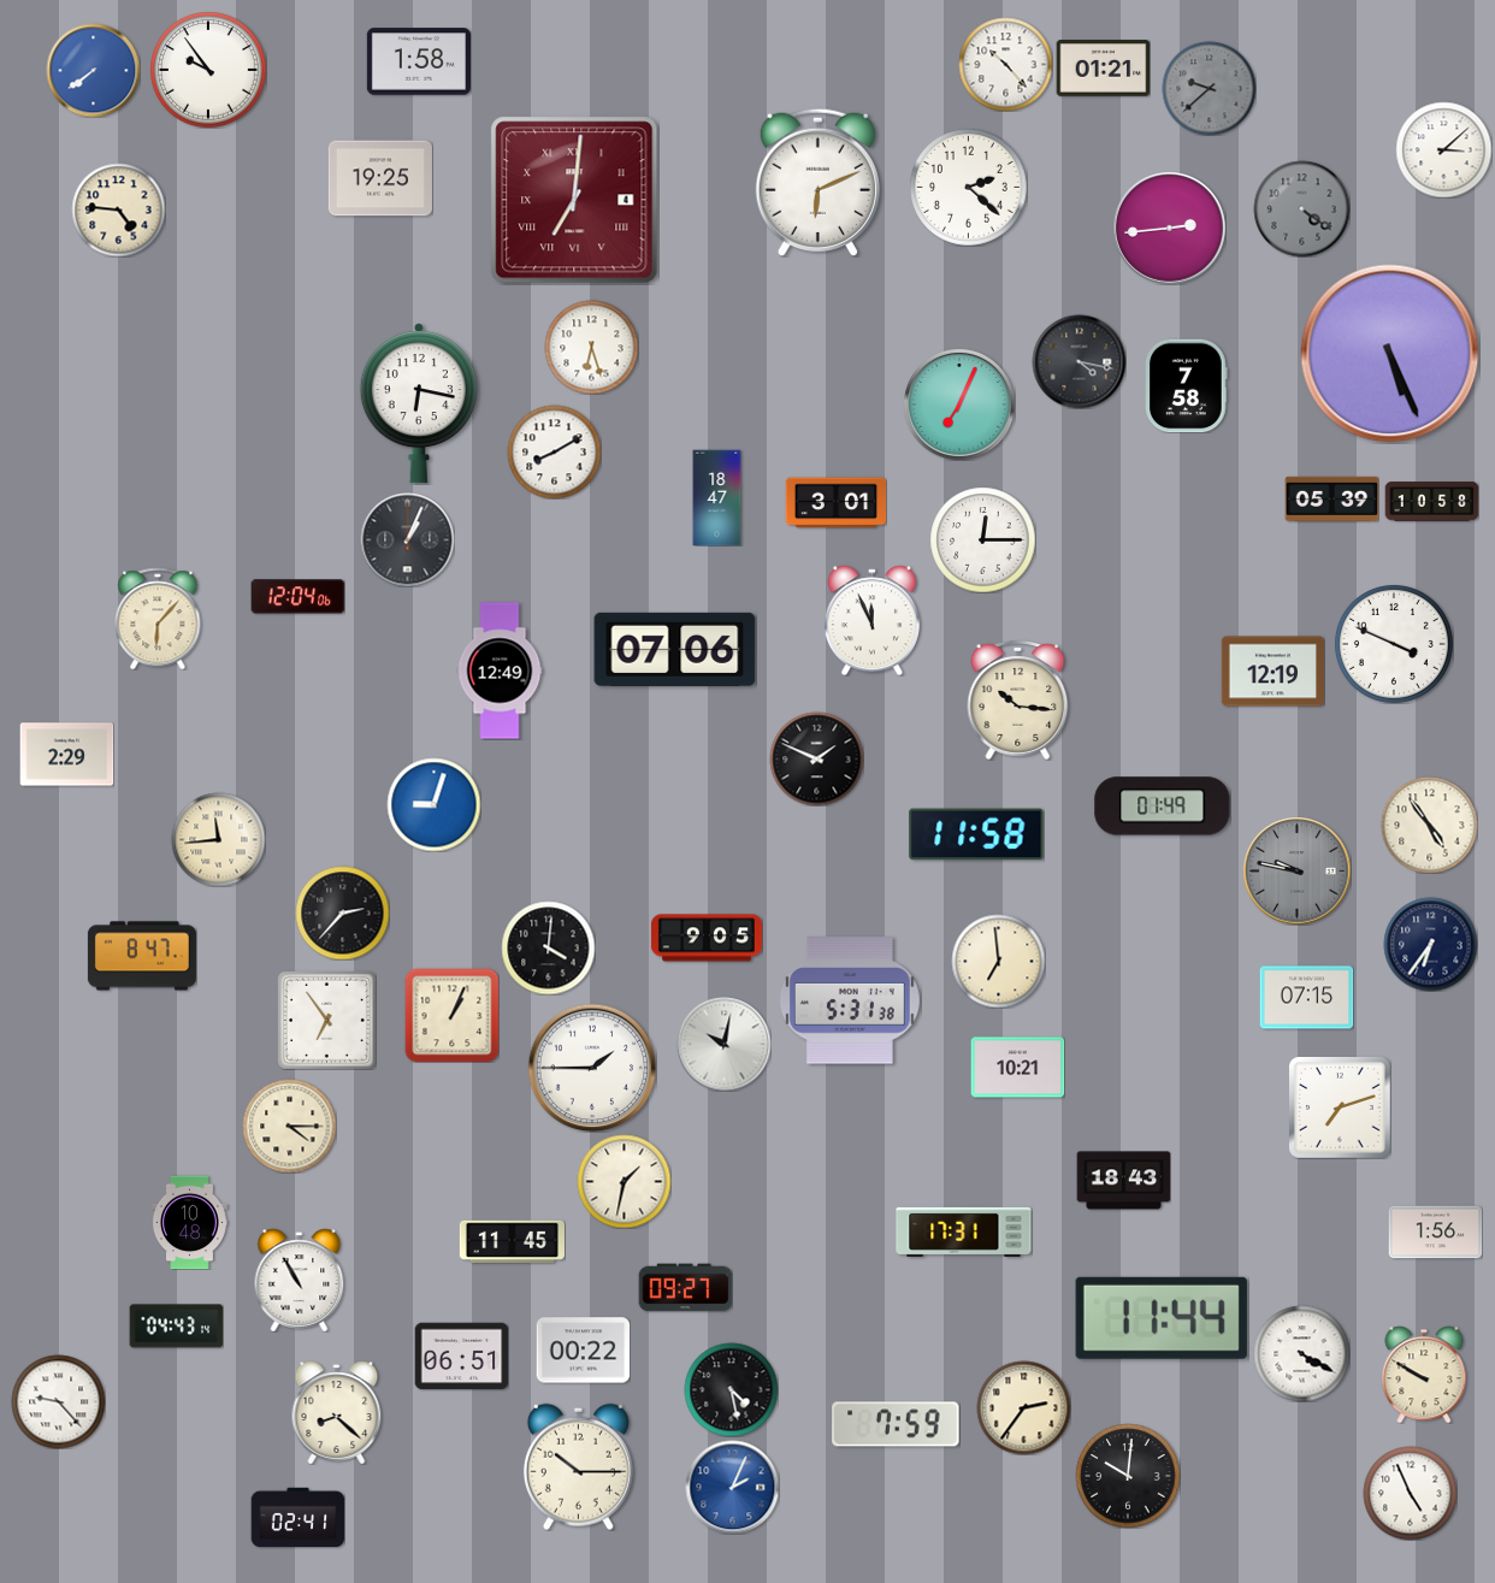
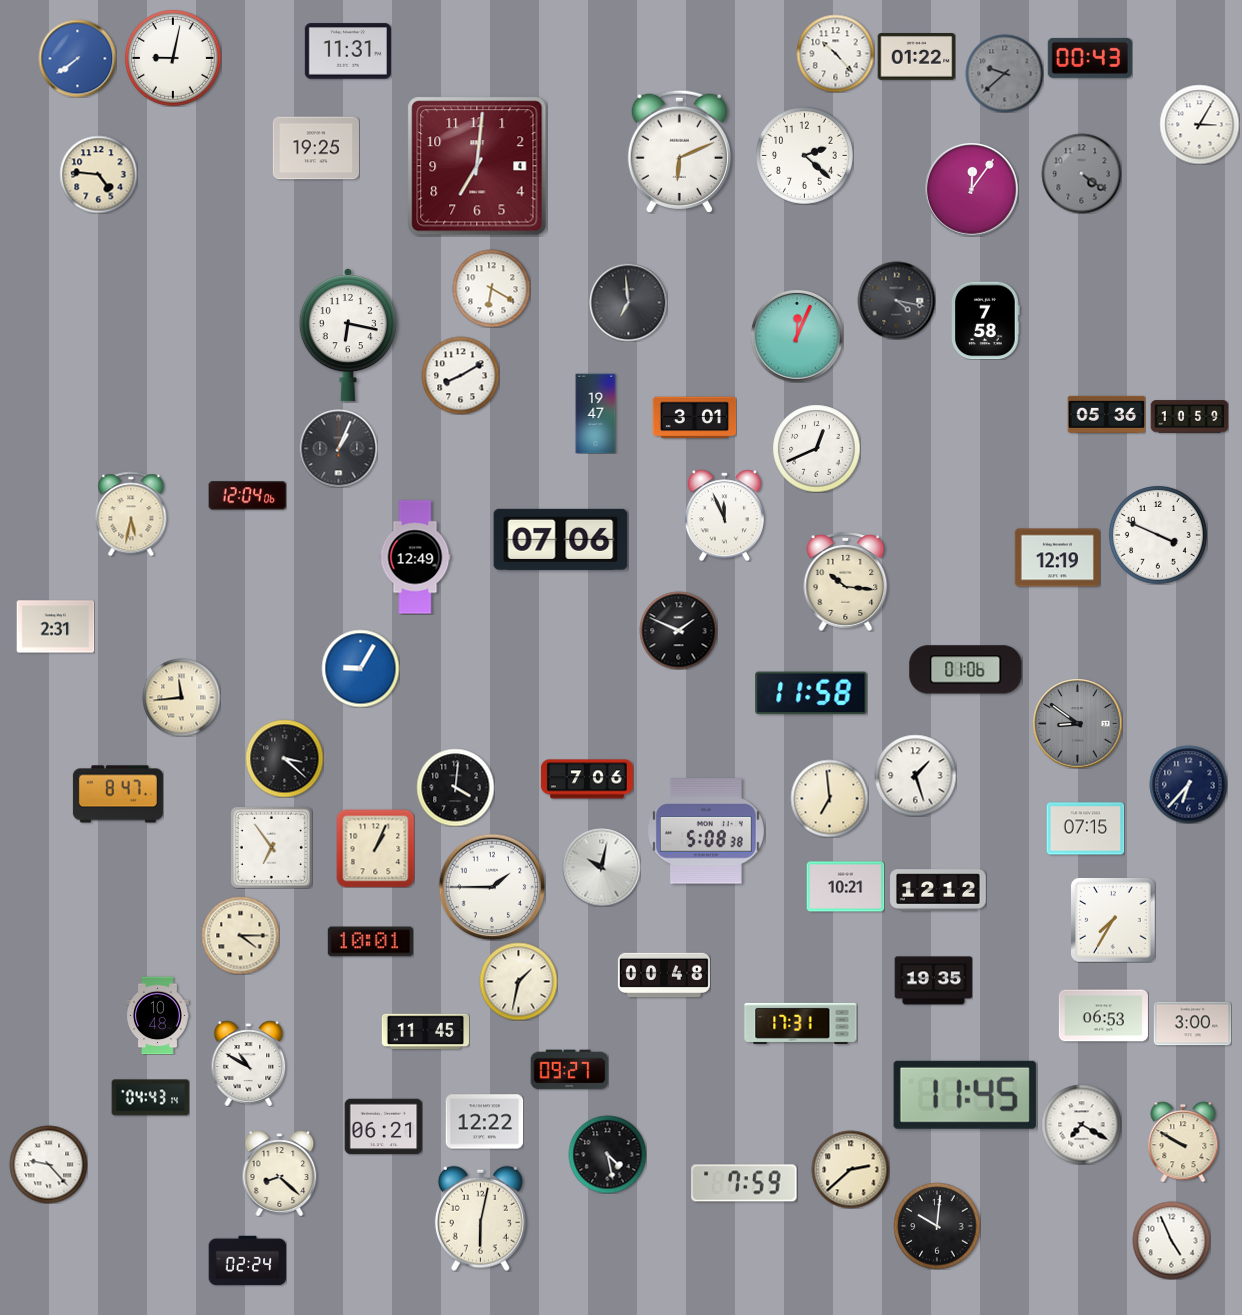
clock at (419, 61): 1:58 -> 11:31
clock at (1103, 69): 01:21 -> 01:22
clock at (208, 70): 9:54 -> 9:02
clock at (1090, 58): none -> 00:43
clock at (1443, 149): 3:08 -> 3:05
clock at (574, 200) numerals: Roman -> Arabic
clock at (1170, 229): 2:44 -> 12:06
clock at (591, 347): 6:27 -> 6:20
clock at (1390, 354): 5:26 -> none
clock at (628, 302): none -> 6:59
clock at (959, 404): 7:04 -> 12:04
clock at (717, 497): 18:47 -> 19:47
clock at (1331, 498): 05:39 -> 05:36
clock at (1431, 502): 10:58 -> 10:59
clock at (982, 539): 12:15 -> 12:41
clock at (158, 619): 6:07 -> 5:32
clock at (66, 755): 2:29 -> 2:31
clock at (433, 804): 9:03 -> 9:05
clock at (1163, 807): 01:49 -> 01:06
clock at (1429, 825): 4:54 -> none
clock at (1296, 870): 9:47 -> 8:51
clock at (342, 912): 2:37 -> 3:22
clock at (915, 775): none -> 1:27
clock at (707, 938): 9:05 -> 7:06
clock at (1430, 944): 6:36 -> 6:37
clock at (850, 1000): 5:31 -> 5:08
clock at (451, 1015) position: (451, 1015) -> (375, 848)
clock at (939, 890): none -> 12:12
clock at (1340, 1107): 7:12 -> 7:35
clock at (370, 942): none -> 10:01
clock at (664, 975): none -> 00:48
clock at (1123, 1181): 18:43 -> 19:35
clock at (1103, 1016): none -> 06:53
clock at (1435, 1233): 1:56 -> 3:00
clock at (300, 1280): 10:55 -> 10:50
clock at (1162, 1318): 11:44 -> 11:45
clock at (176, 1327) position: (176, 1327) -> (150, 1098)
clock at (583, 1351): 00:22 -> 12:22
clock at (1301, 1353): 4:20 -> 7:20
clock at (461, 1357): 06:51 -> 06:21
clock at (1023, 1407): 2:36 -> 2:38
clock at (578, 1466): 10:15 -> 6:02
clock at (732, 1487): 2:04 -> none
clock at (297, 1518): 02:41 -> 02:24
